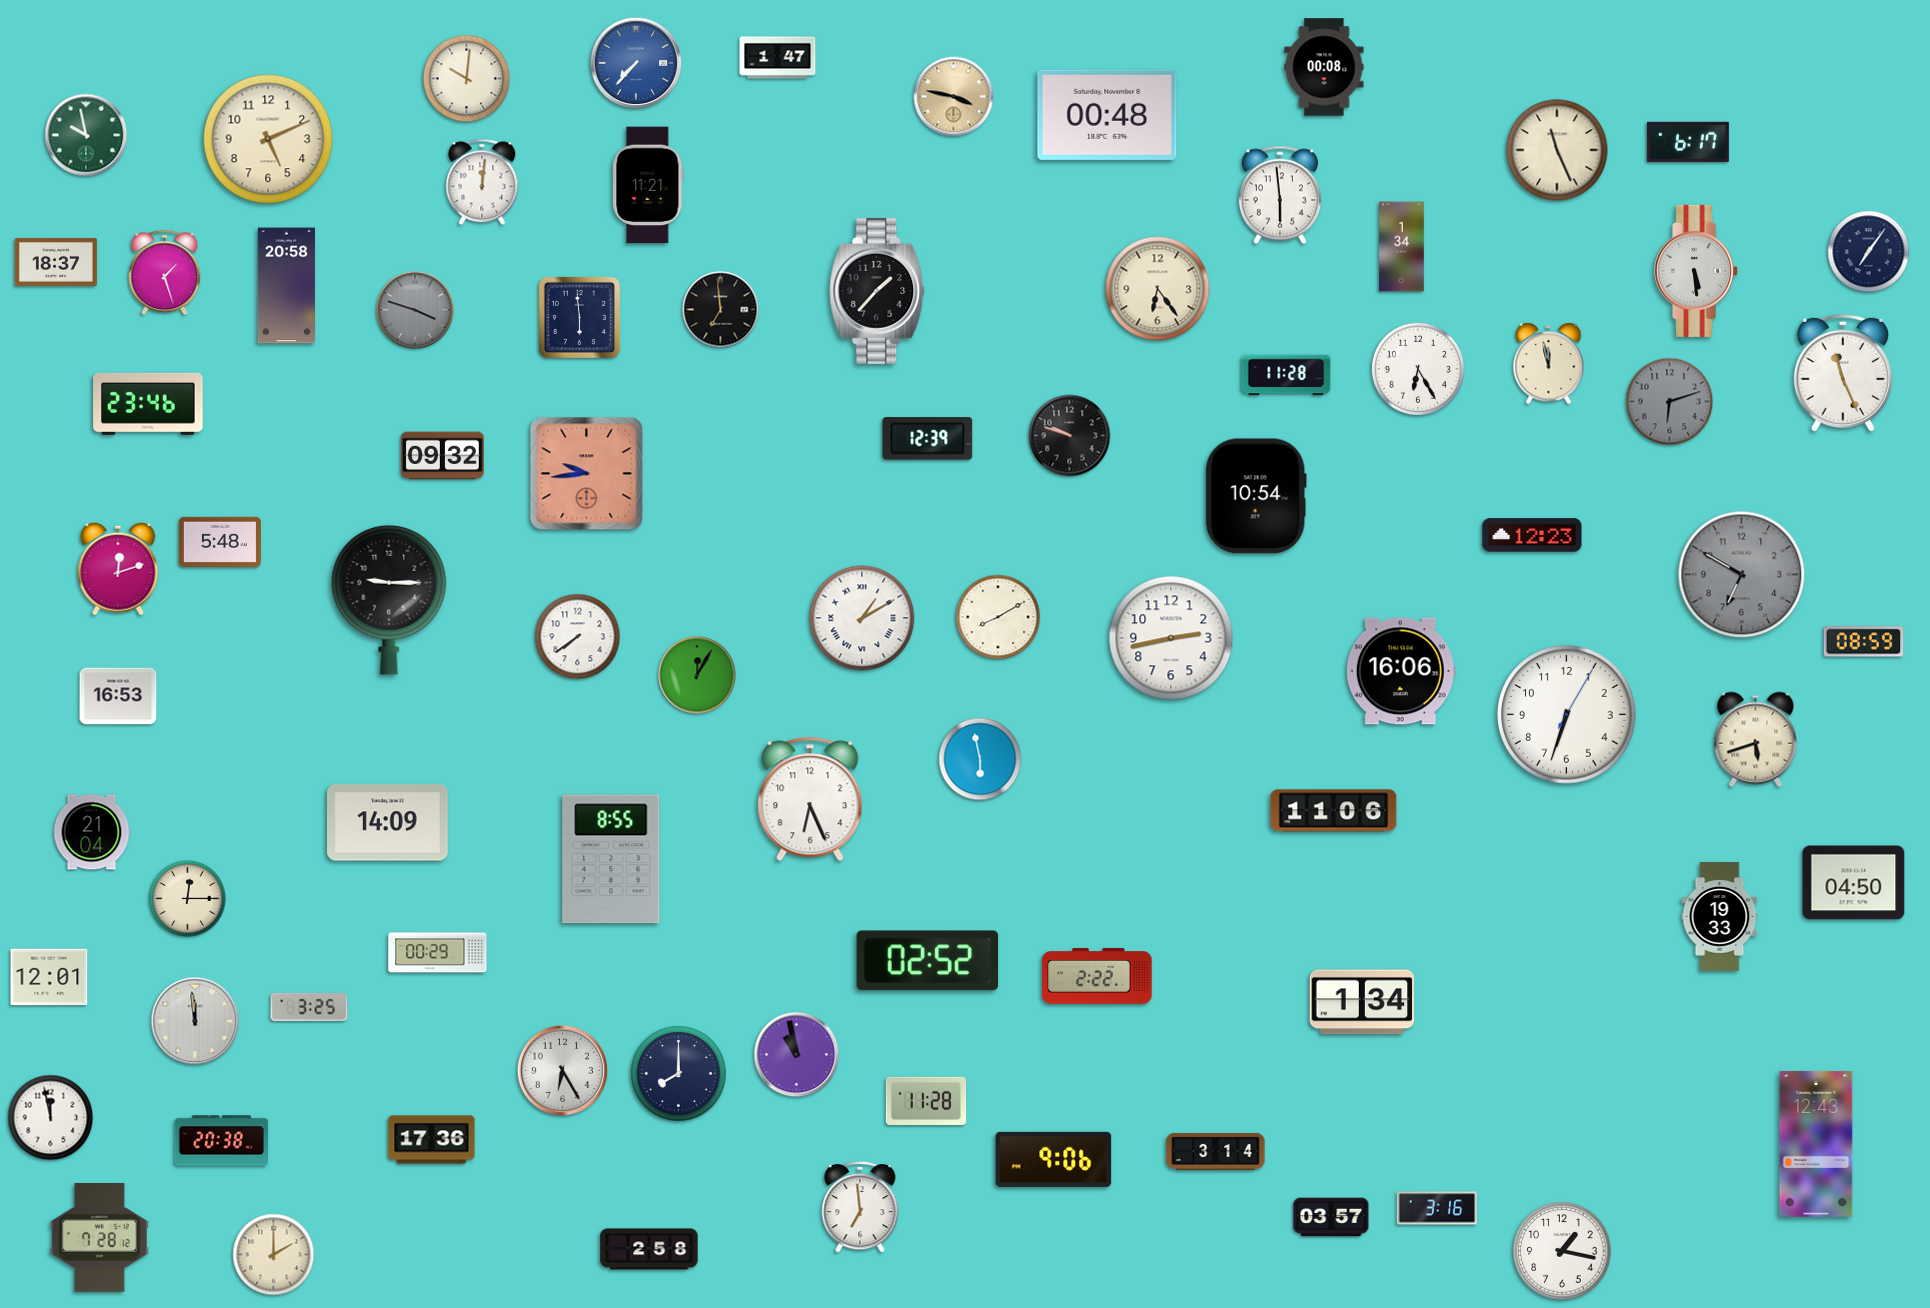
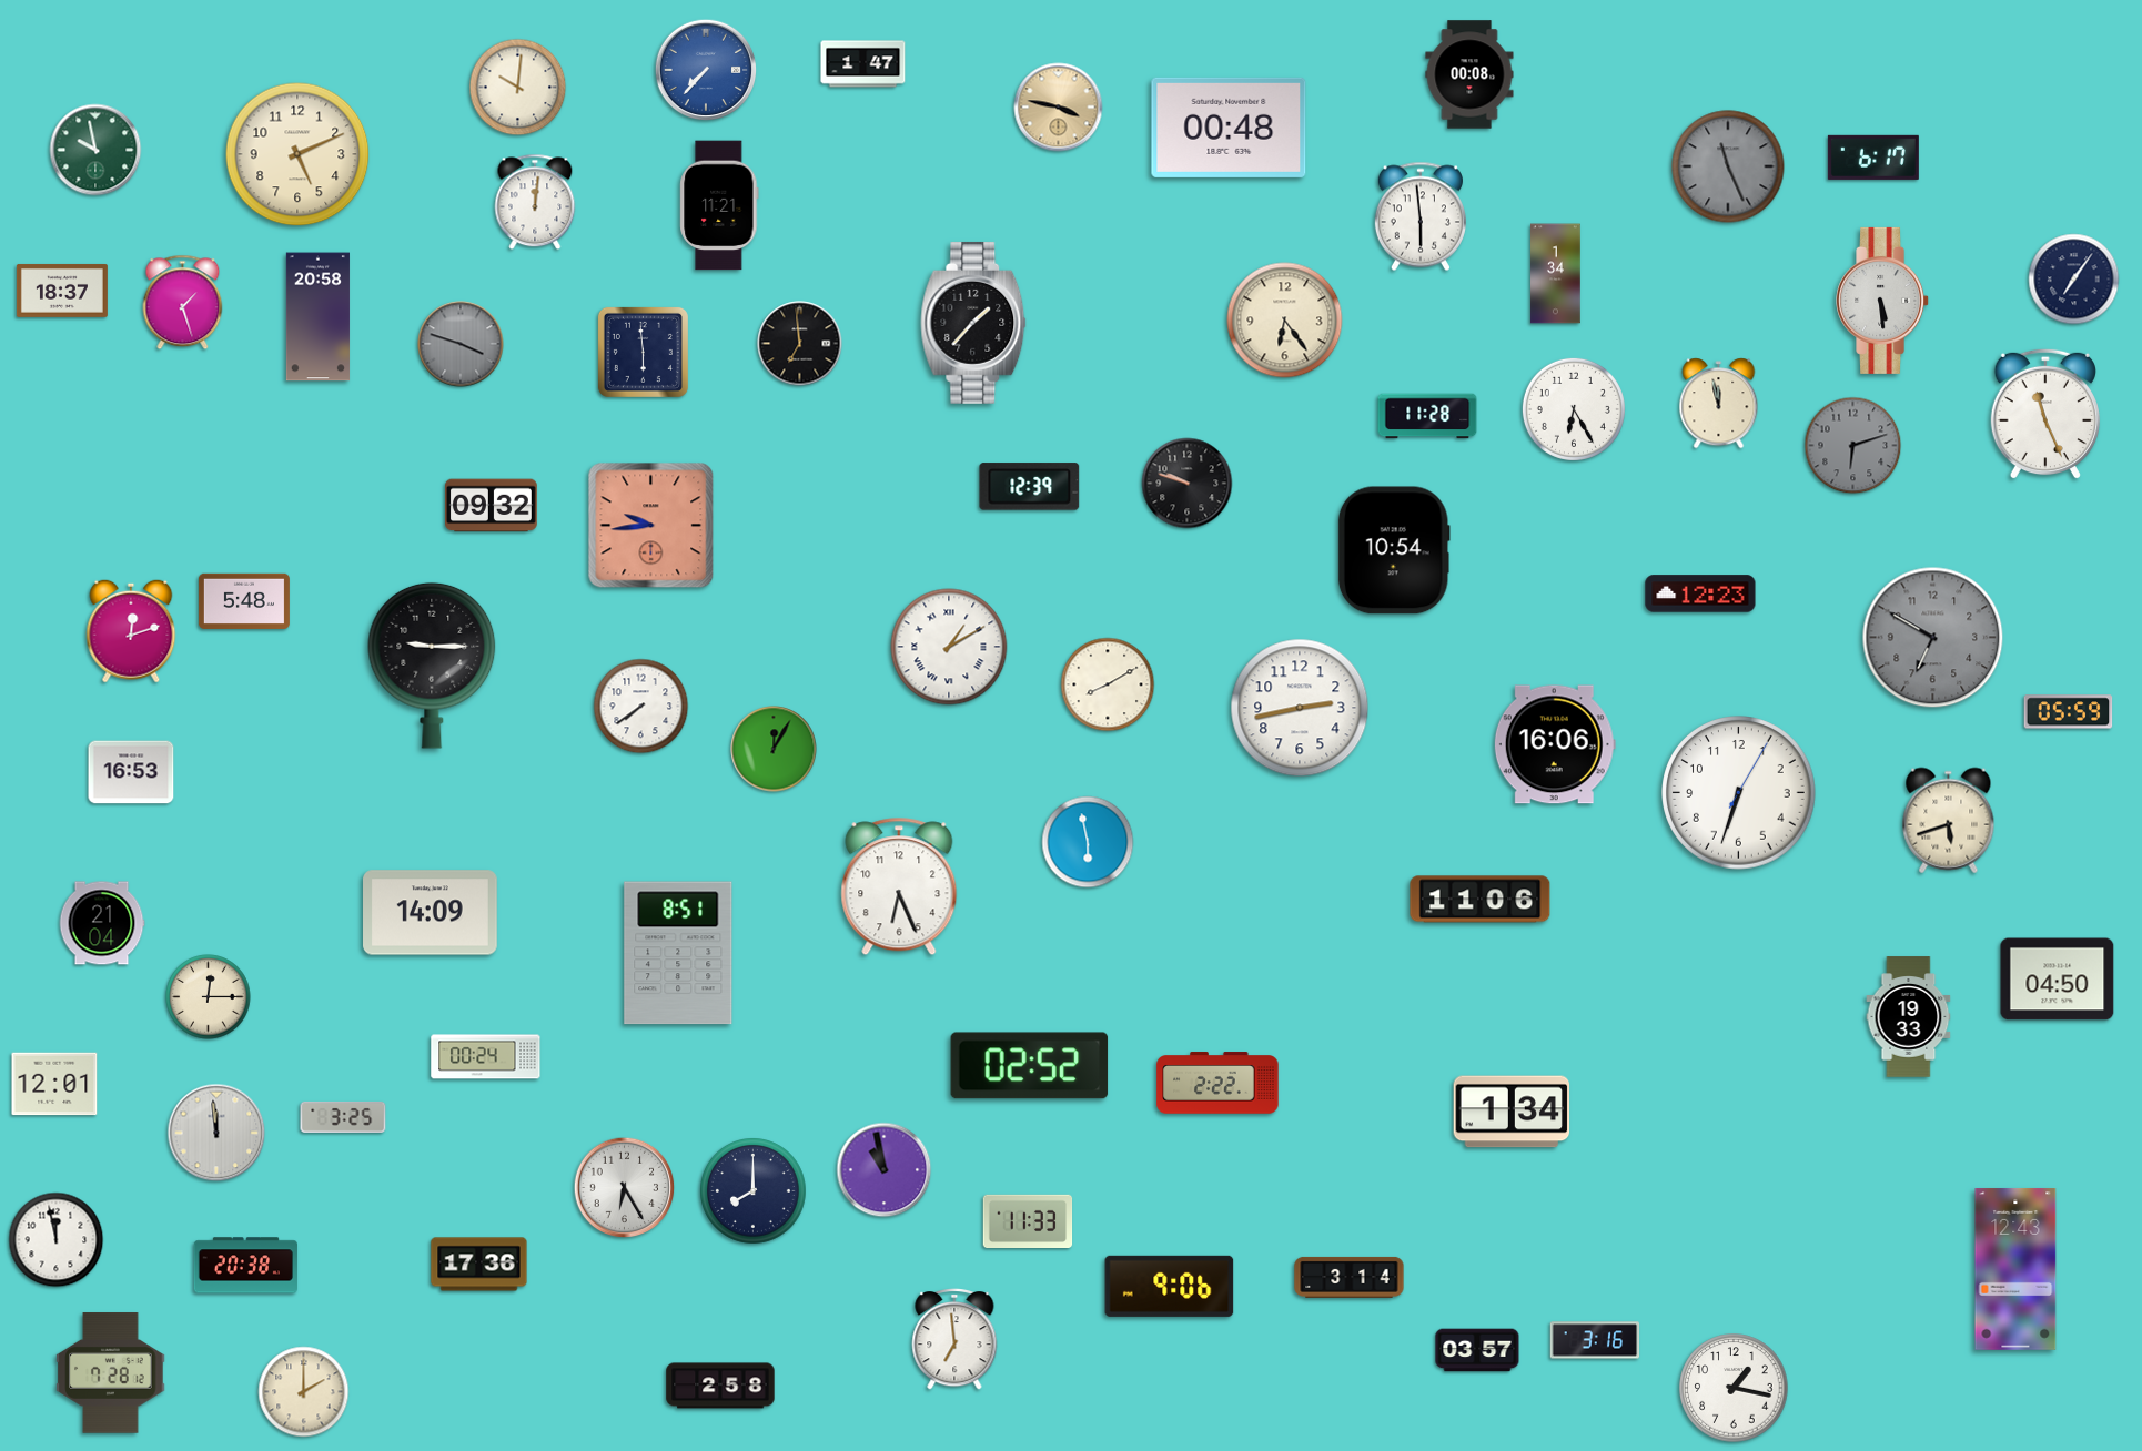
clock at (1557, 150) dial: cream -> grey
clock at (148, 404): 23:46 -> none
clock at (862, 618) position: (862, 618) -> (949, 647)
clock at (1864, 642): 08:59 -> 05:59
clock at (611, 859): 8:55 -> 8:51
clock at (438, 953): 00:29 -> 00:24
clock at (926, 1101): 11:28 -> 11:33
